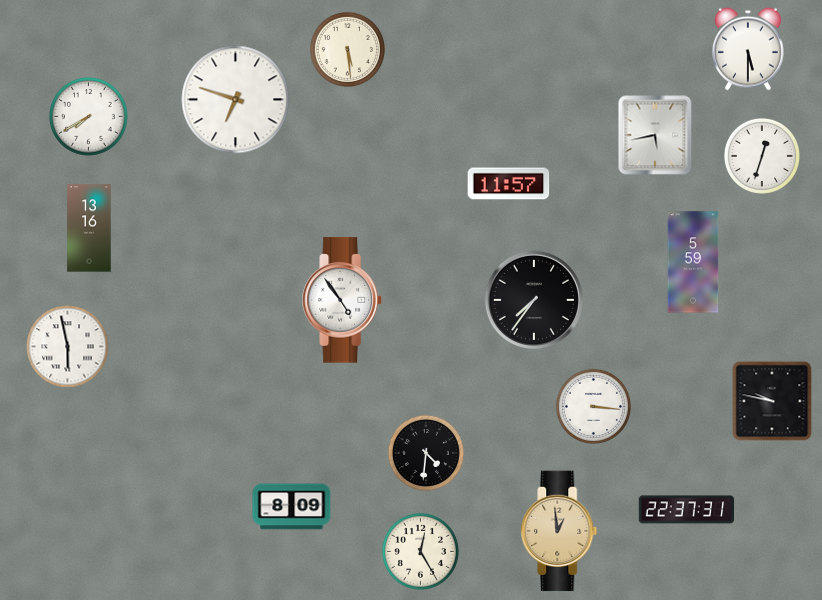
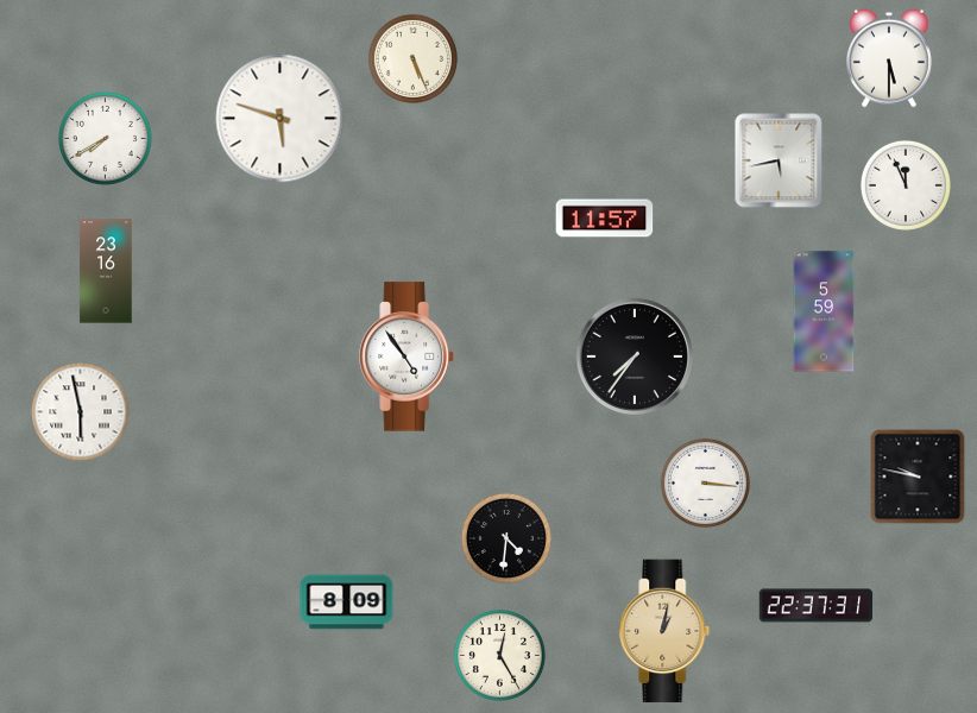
clock at (347, 49): 5:29 -> 5:26
clock at (236, 100): 6:48 -> 5:48
clock at (762, 156): 12:33 -> 11:56
clock at (89, 228): 13:16 -> 23:16
clock at (559, 531): 12:59 -> 1:02
